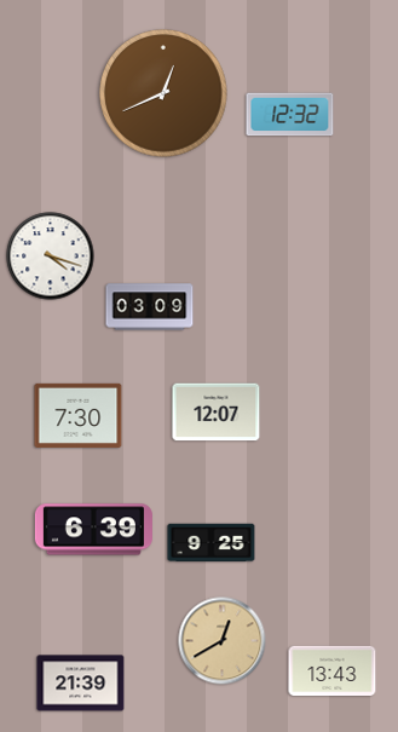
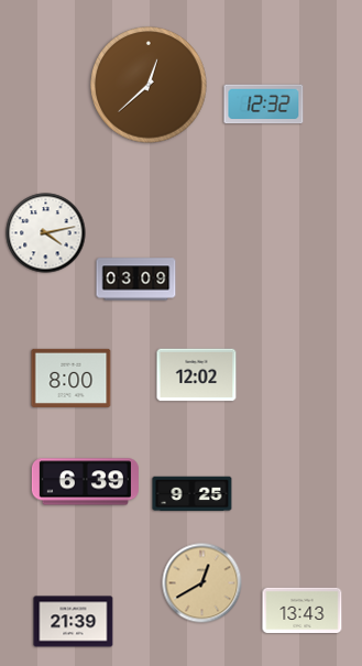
clock at (163, 93): 12:41 -> 12:38
clock at (51, 257): 4:18 -> 4:13
clock at (217, 413): 12:07 -> 12:02
clock at (79, 415): 7:30 -> 8:00
